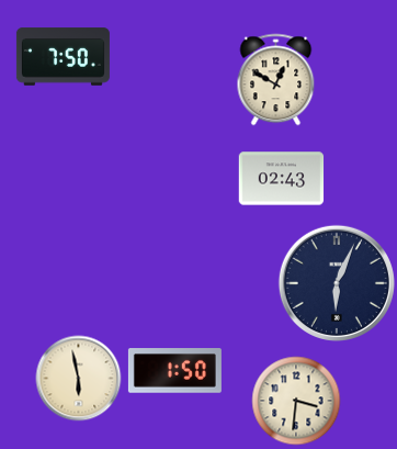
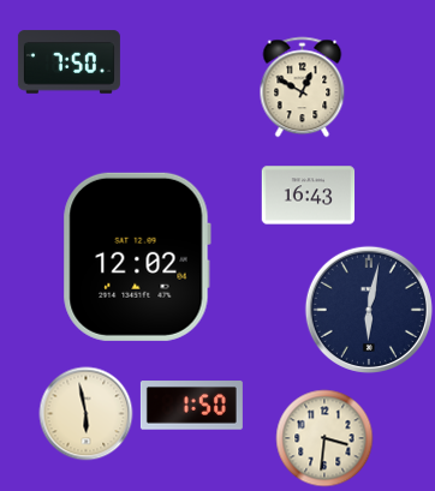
clock at (281, 179): 02:43 -> 16:43
clock at (137, 257): none -> 12:02
clock at (337, 283): 6:04 -> 6:02
